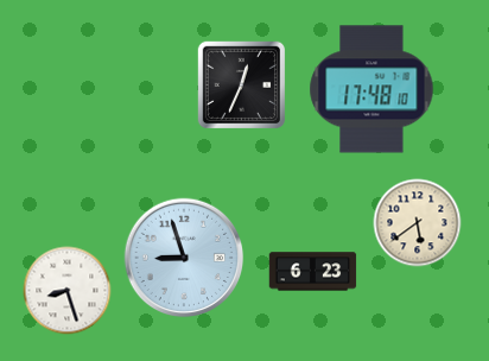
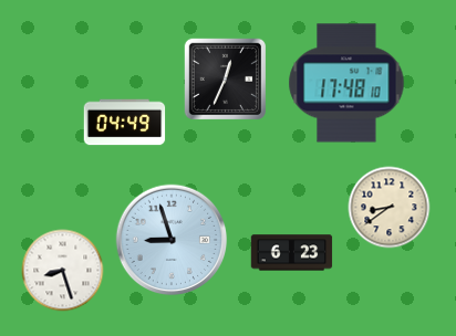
clock at (125, 123): none -> 04:49
clock at (418, 223): 5:39 -> 8:39
